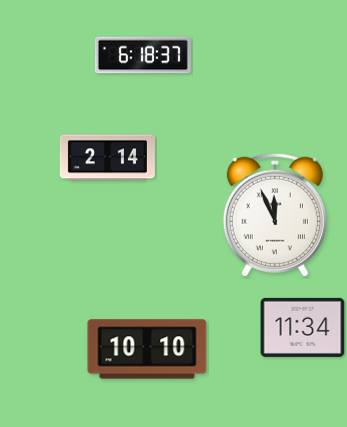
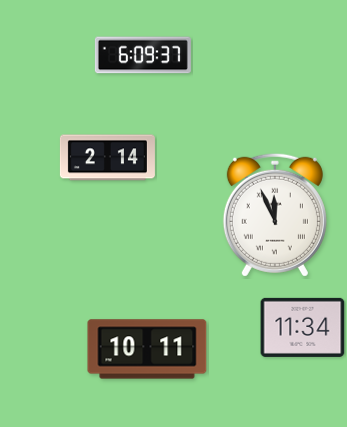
clock at (143, 55): 6:18 -> 6:09
clock at (147, 349): 10:10 -> 10:11
